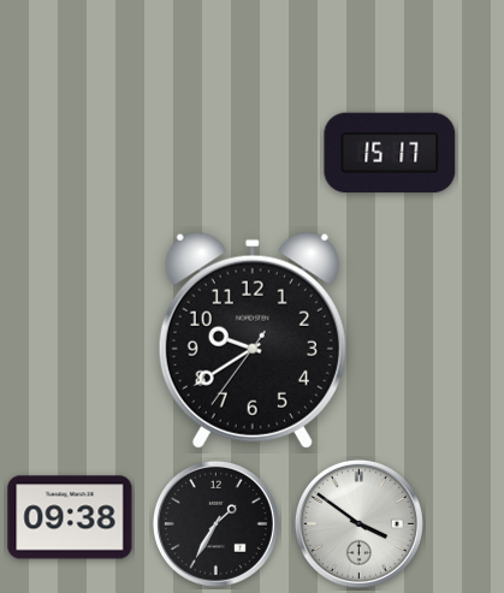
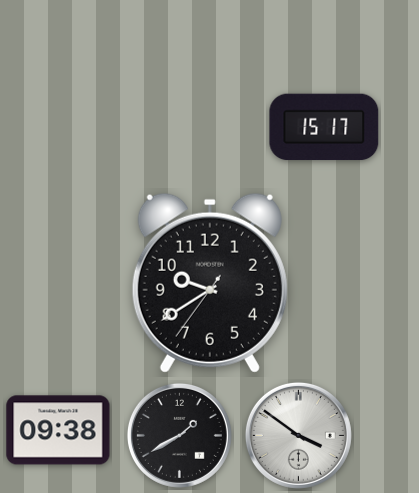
clock at (215, 523): 1:35 -> 1:40
